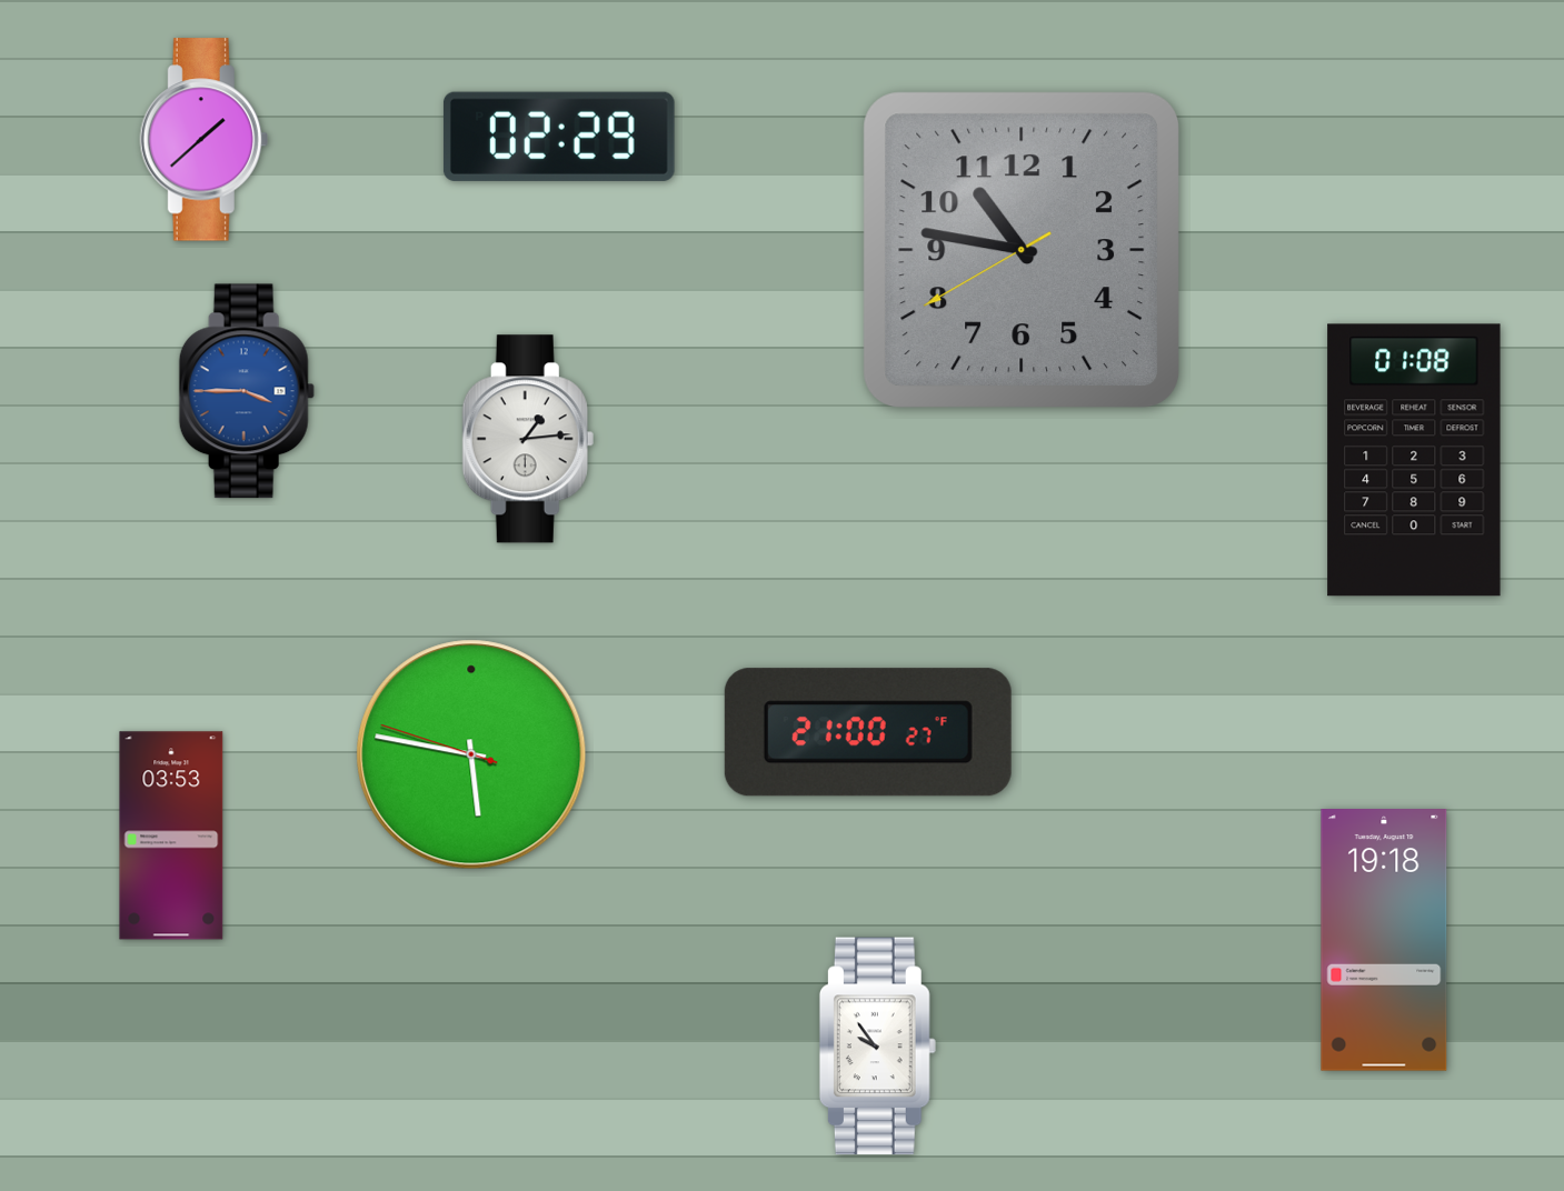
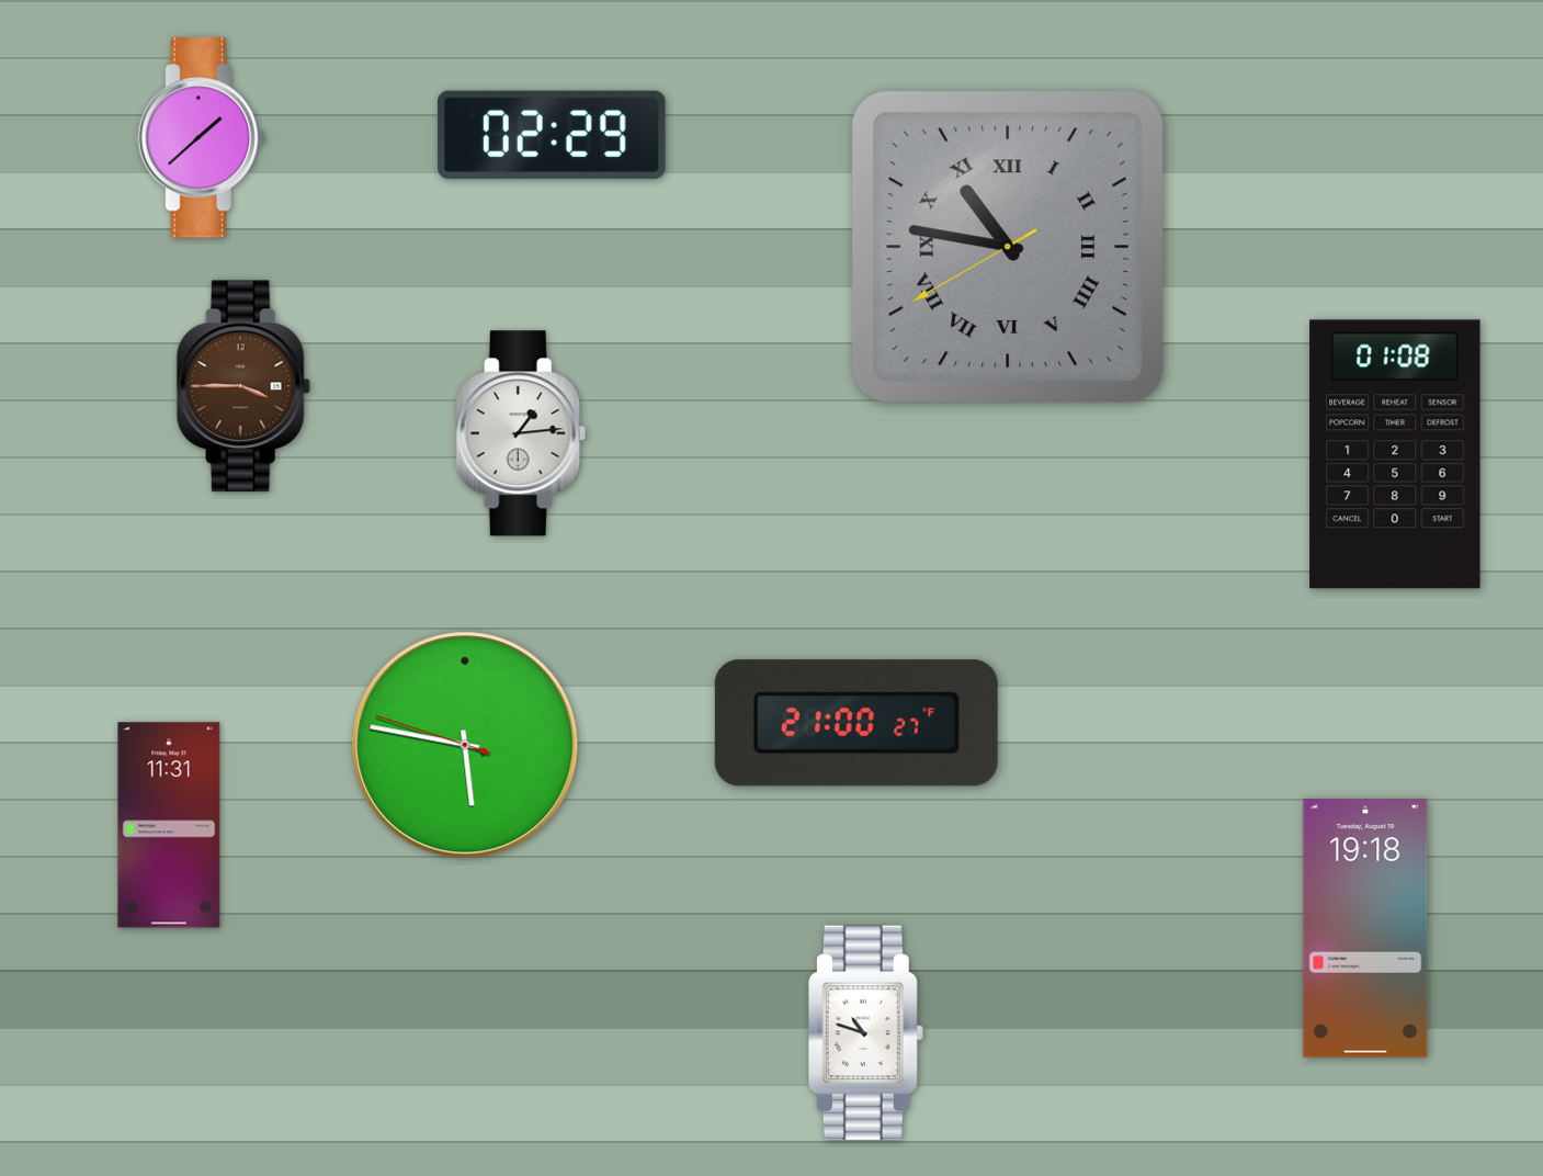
clock at (1022, 250) numerals: Arabic -> Roman
clock at (247, 391) dial: blue -> brown
clock at (171, 835): 03:53 -> 11:31
clock at (877, 1047): 9:54 -> 10:48
